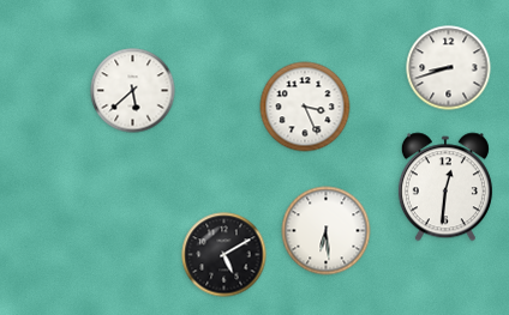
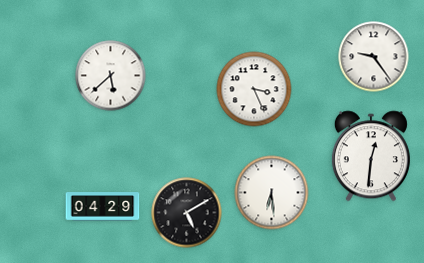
clock at (449, 68): 8:42 -> 9:24
clock at (103, 207): none -> 04:29
